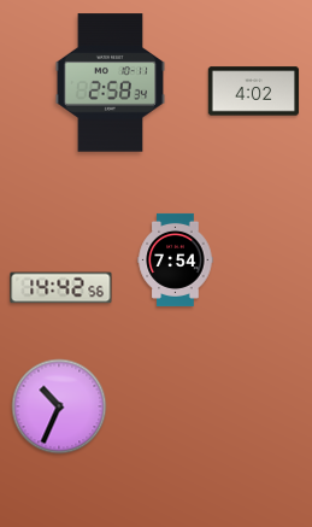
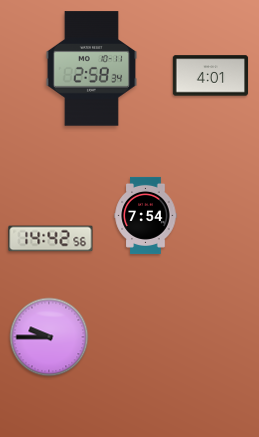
clock at (254, 92): 4:02 -> 4:01
clock at (59, 406): 10:34 -> 9:45
